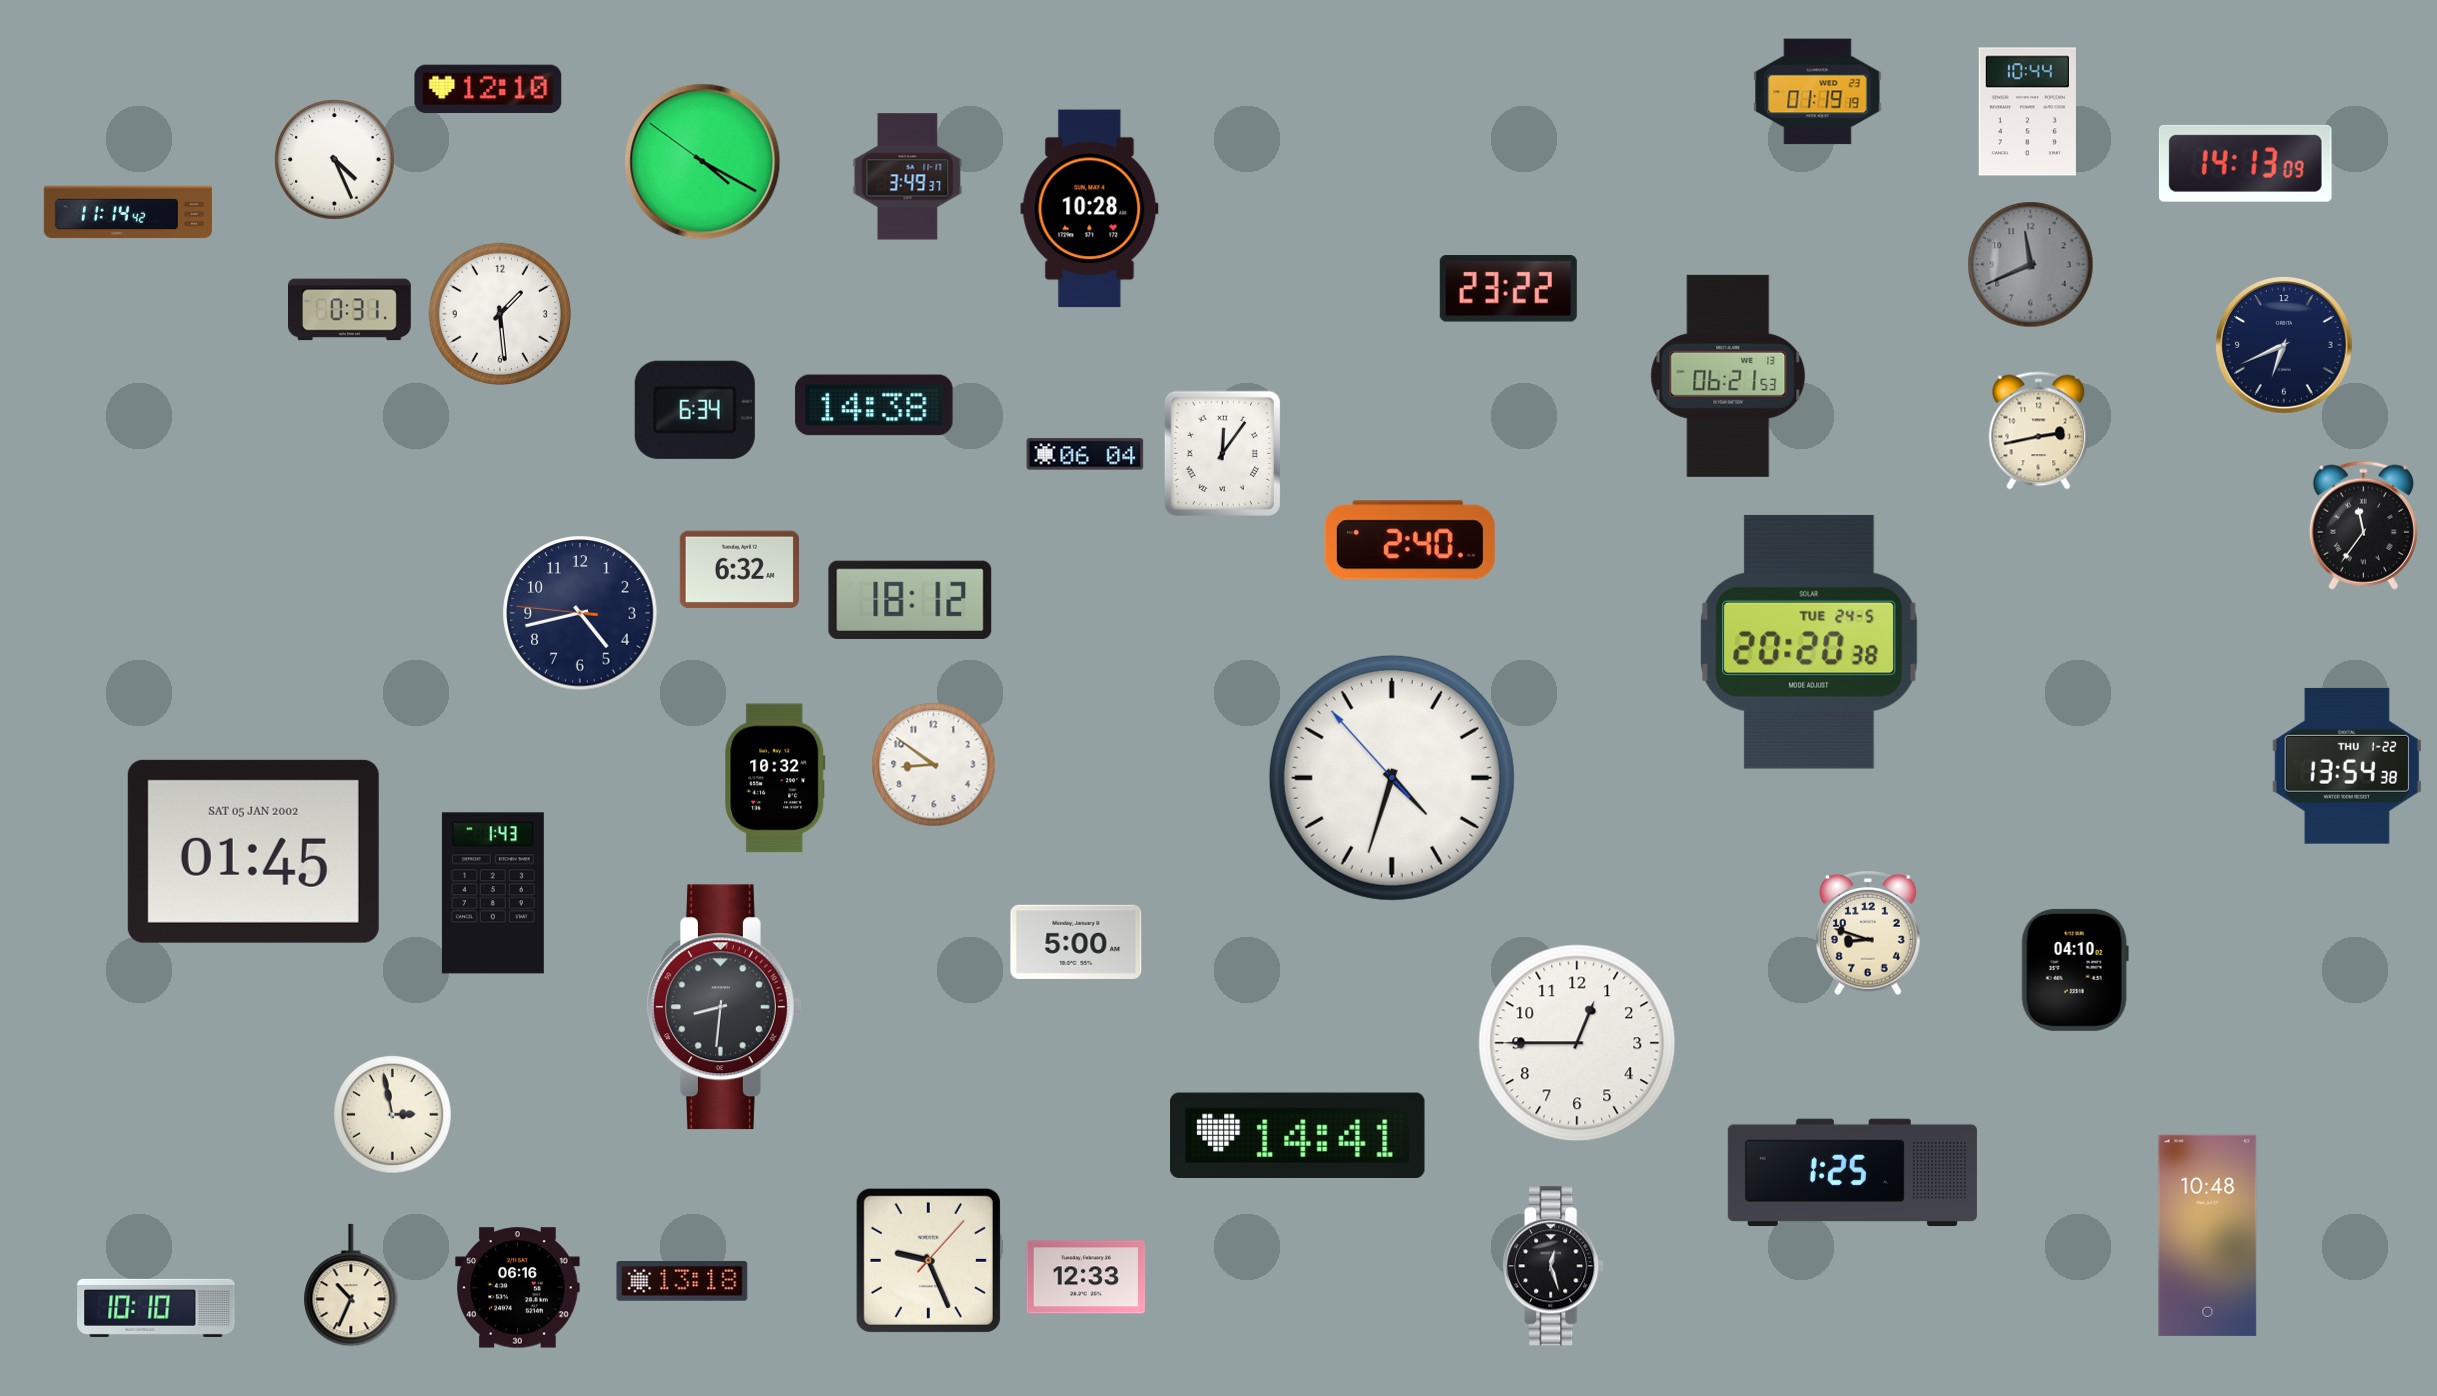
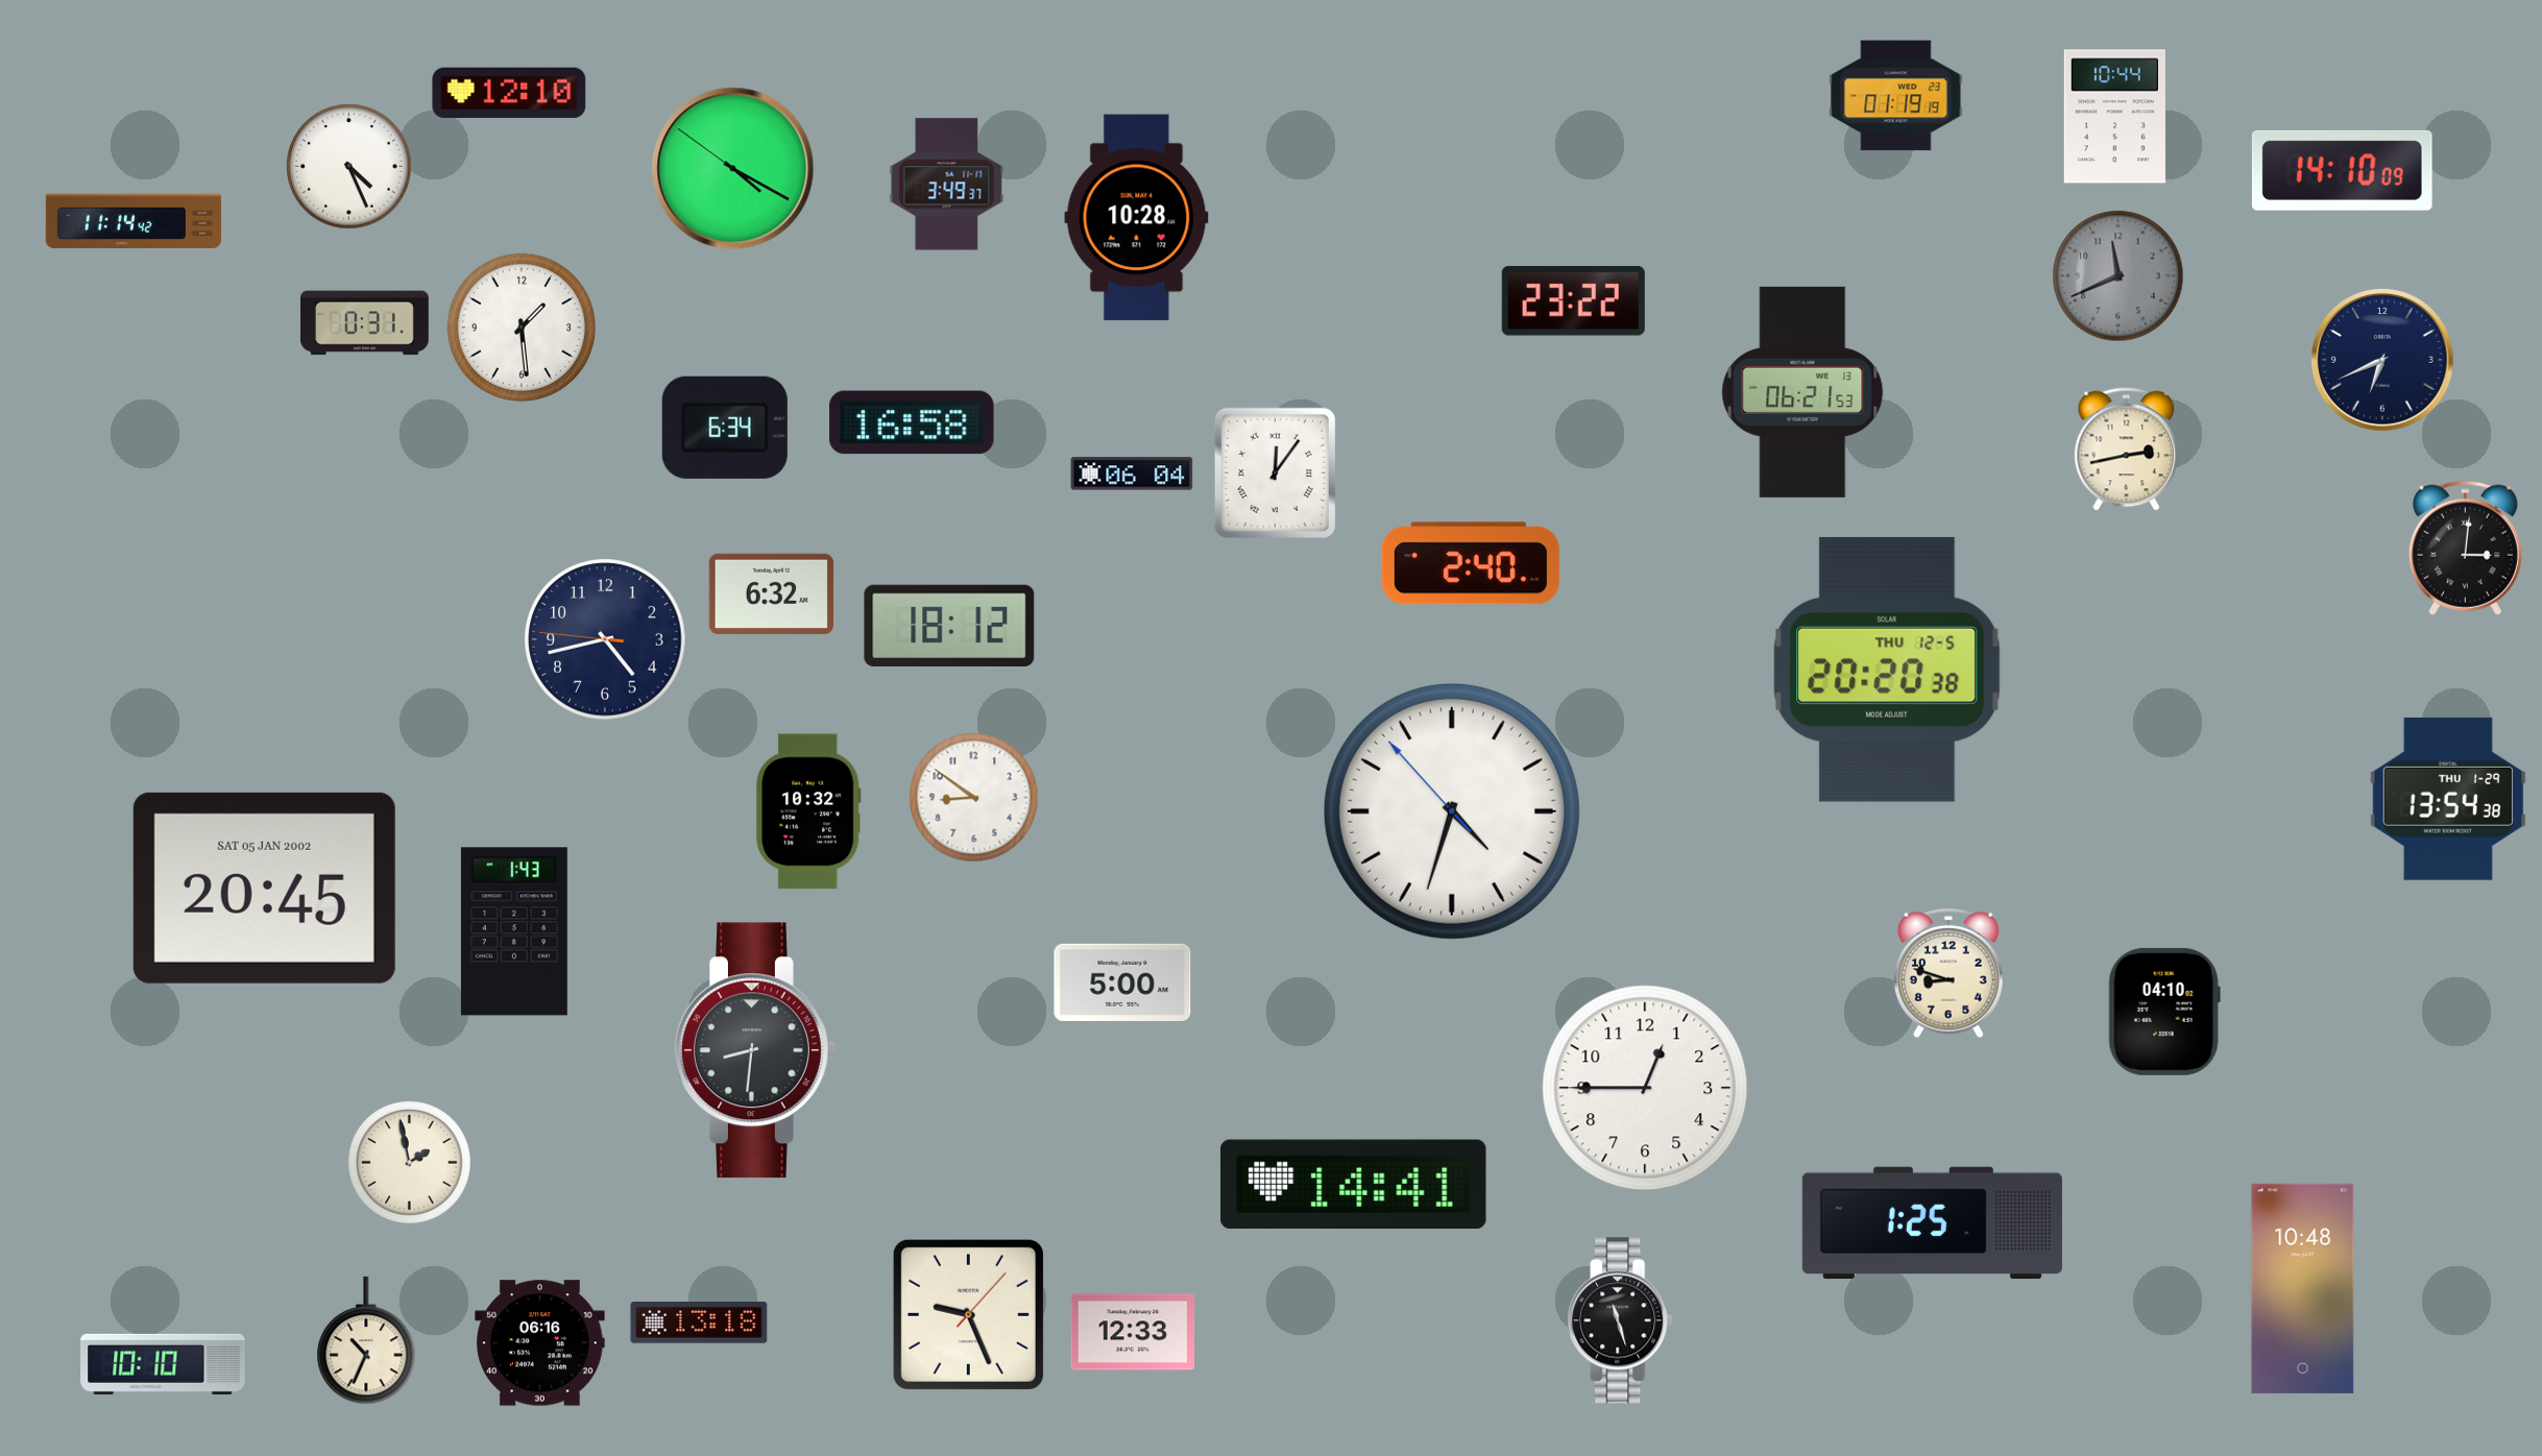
clock at (2245, 163): 14:13 -> 14:10
clock at (874, 405): 14:38 -> 16:58
clock at (2363, 525): 11:36 -> 3:01
clock at (1809, 642) date: TUE 24-5 -> THU 12-5
clock at (2347, 766) date: THU 1-22 -> THU 1-29
clock at (253, 851): 01:45 -> 20:45
clock at (393, 1115): 2:58 -> 1:58
clock at (1553, 1266): 12:27 -> 11:27
clock at (682, 1282) position: (682, 1282) -> (699, 1324)
